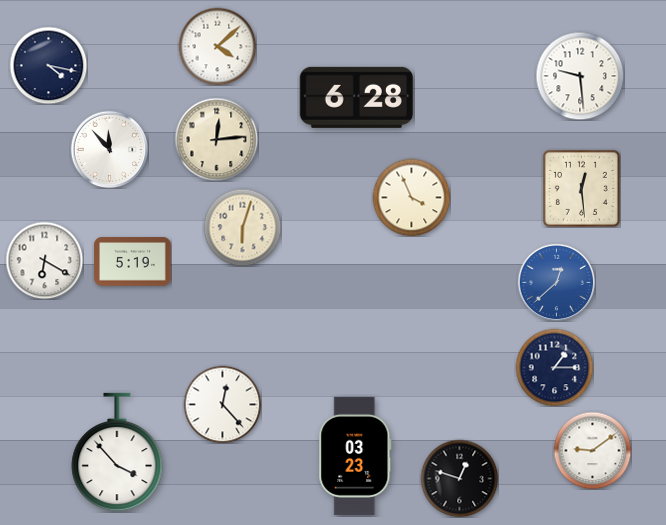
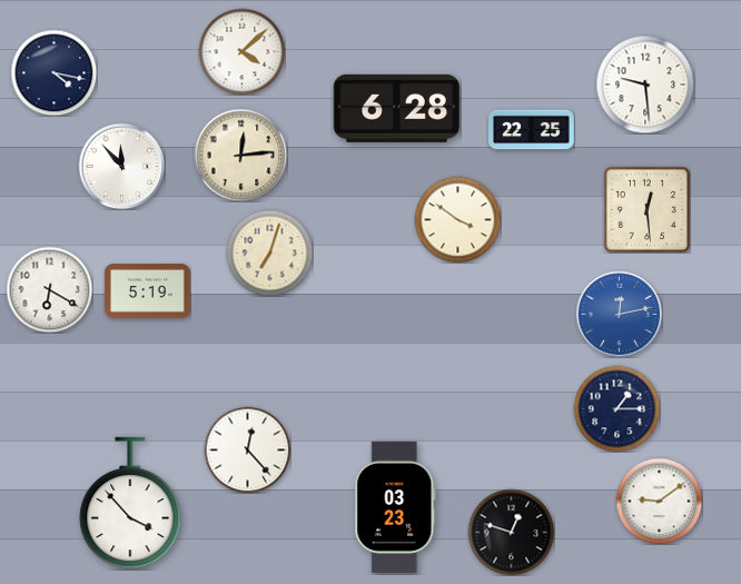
clock at (532, 130): none -> 22:25
clock at (411, 197): 3:56 -> 3:51
clock at (242, 227): 6:03 -> 7:03
clock at (556, 282): 12:38 -> 12:13
